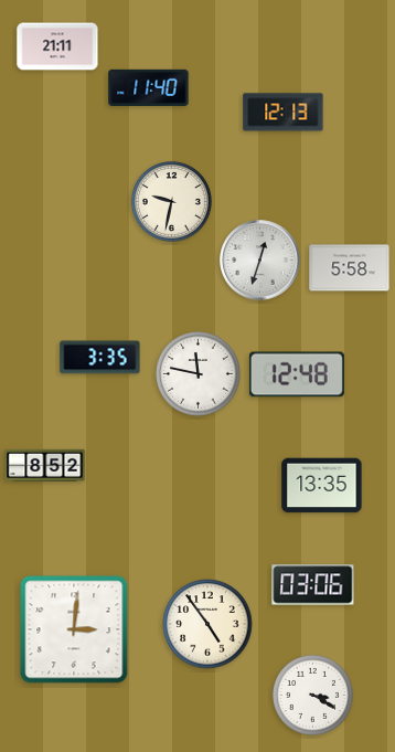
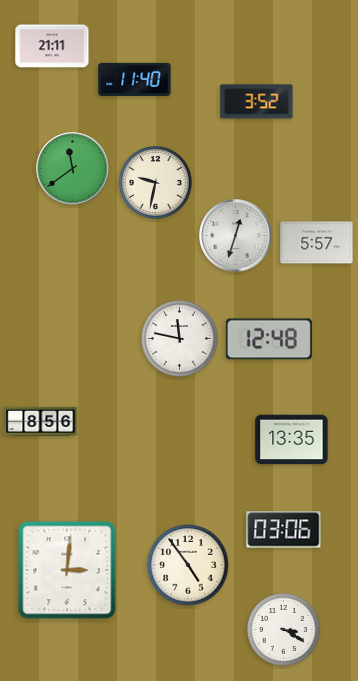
clock at (57, 46) position: (57, 46) -> (52, 46)
clock at (284, 113): 12:13 -> 3:52
clock at (73, 169): none -> 11:39
clock at (350, 268): 5:58 -> 5:57
clock at (100, 358): 3:35 -> none
clock at (45, 465): 8:52 -> 8:56
